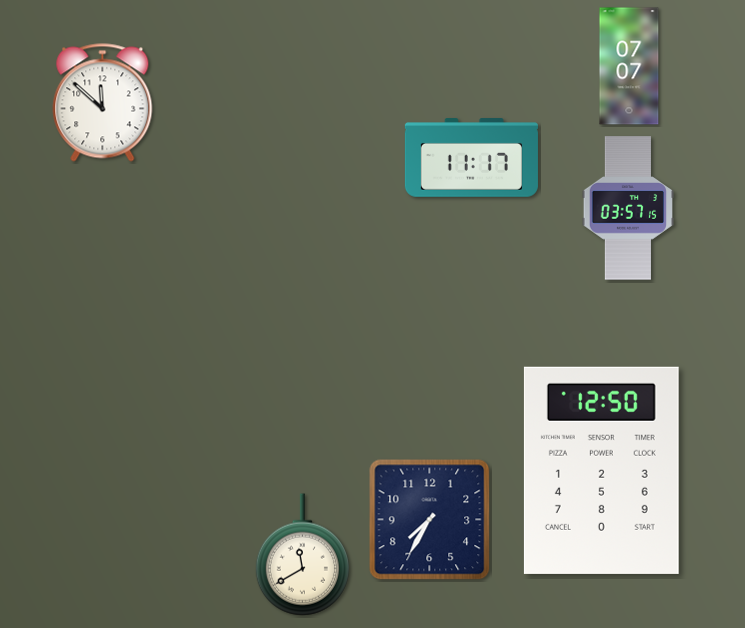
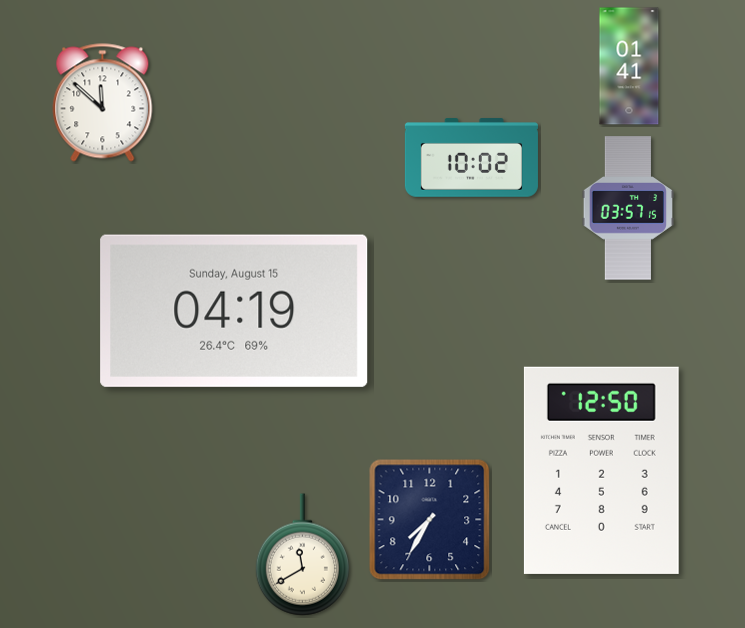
clock at (629, 66): 07:07 -> 01:41
clock at (471, 158): 11:17 -> 10:02
clock at (234, 311): none -> 04:19
